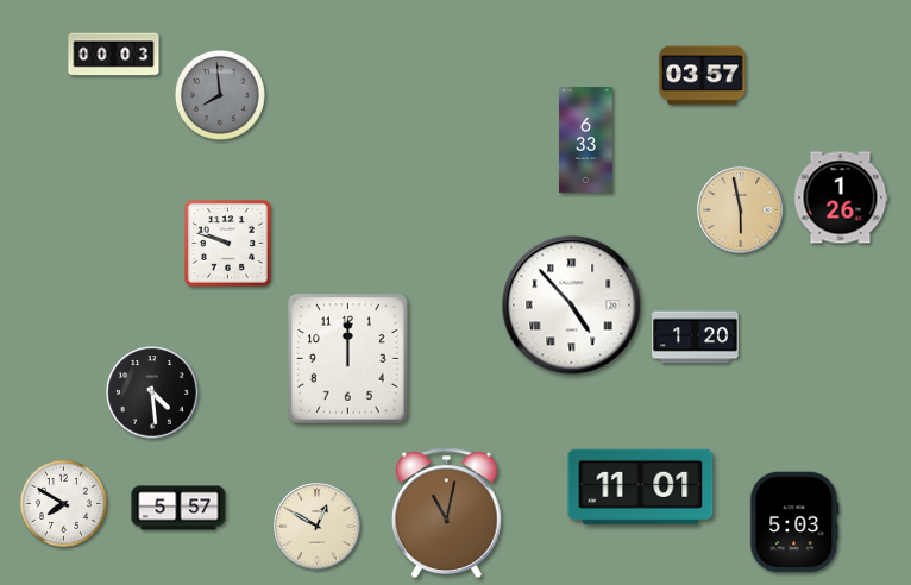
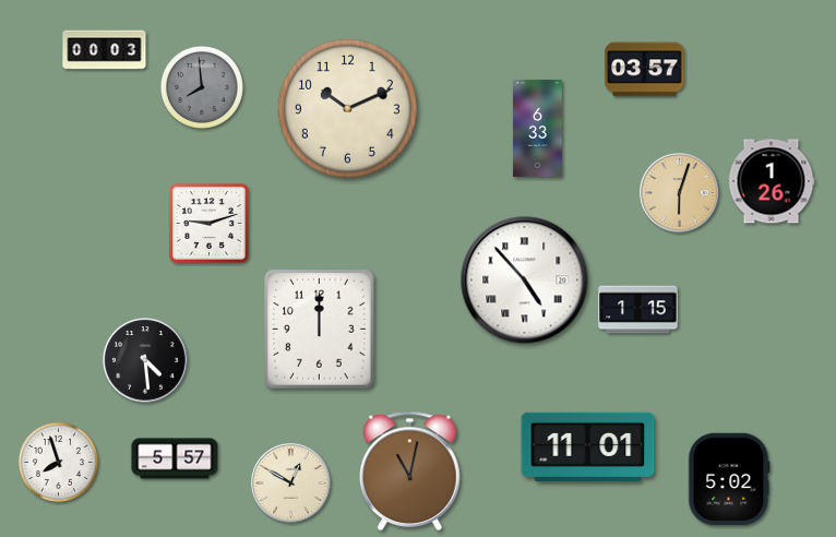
clock at (347, 108): none -> 10:11
clock at (741, 210): 5:58 -> 6:03
clock at (228, 244): 9:48 -> 9:12
clock at (696, 338): 1:20 -> 1:15
clock at (152, 392) position: (152, 392) -> (145, 360)
clock at (63, 503): 7:50 -> 7:57
clock at (178, 508) position: (178, 508) -> (175, 458)
clock at (794, 522): 5:03 -> 5:02
